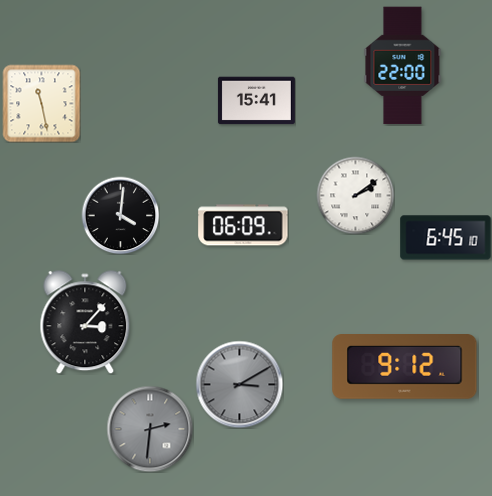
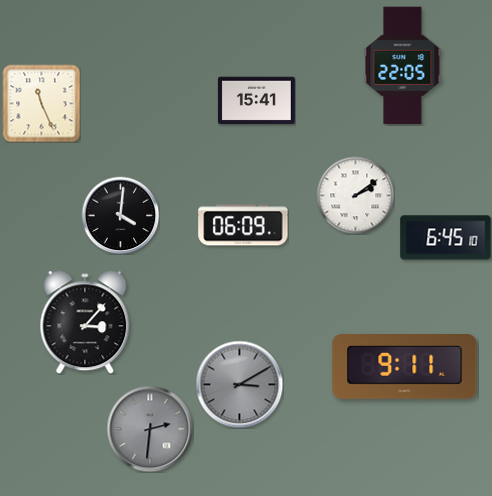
clock at (403, 66): 22:00 -> 22:05
clock at (41, 103): 11:28 -> 11:26
clock at (405, 367): 9:12 -> 9:11
